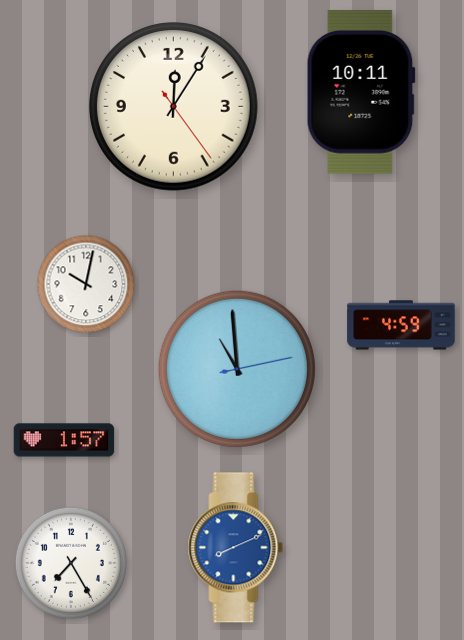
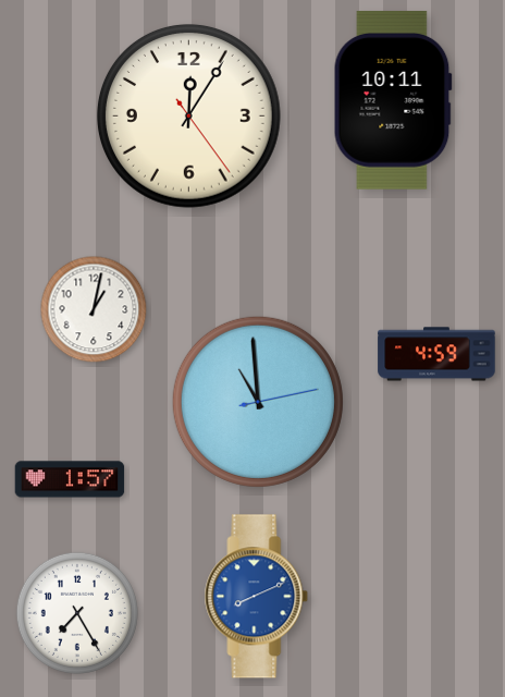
clock at (86, 284): 10:02 -> 1:02
